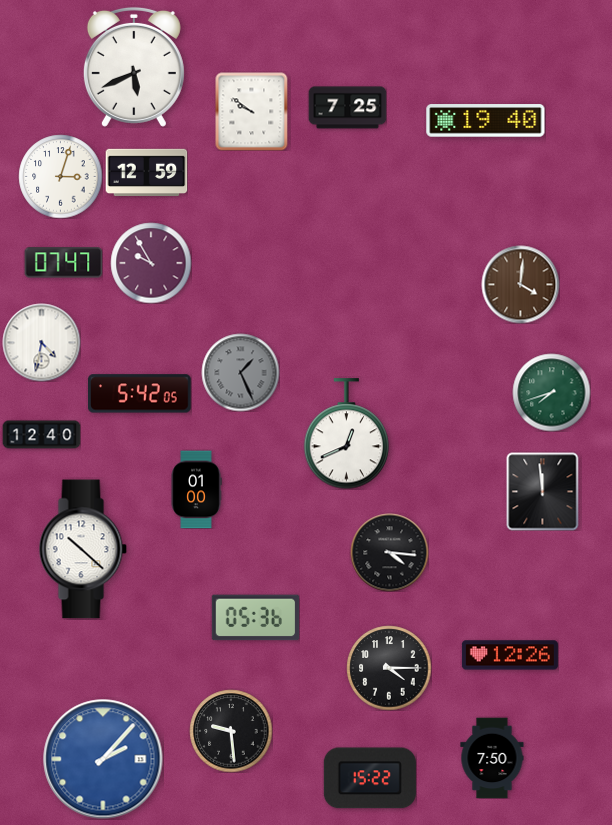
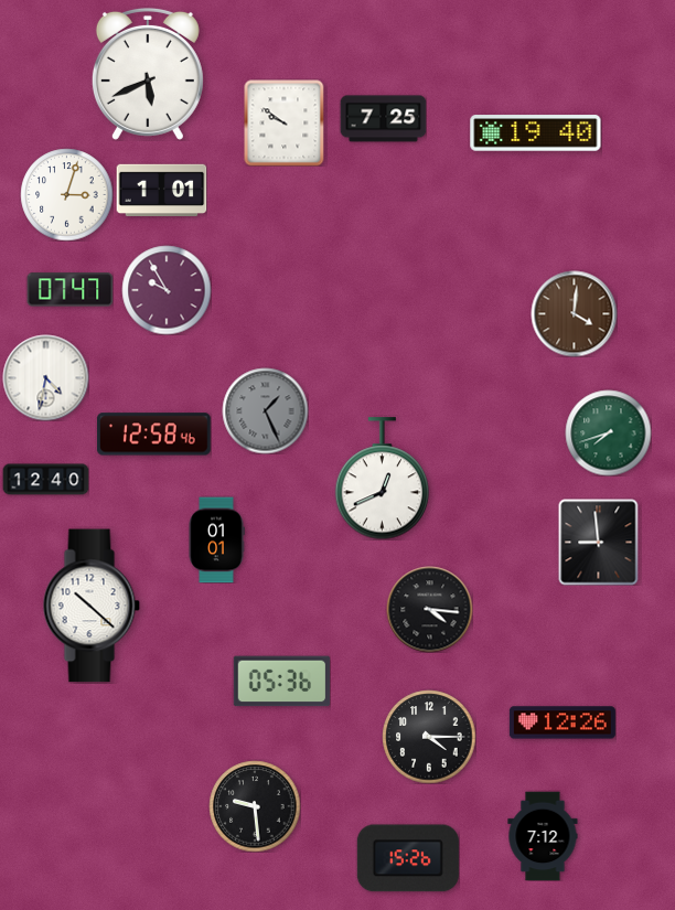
clock at (252, 111) position: (252, 111) -> (285, 122)
clock at (146, 172): 12:59 -> 1:01
clock at (140, 394): 5:42 -> 12:58
clock at (196, 489): 01:00 -> 01:01
clock at (543, 491): 11:59 -> 8:59
clock at (492, 758): 7:50 -> 7:12
clock at (103, 759): 2:07 -> none
clock at (370, 778): 15:22 -> 15:26
